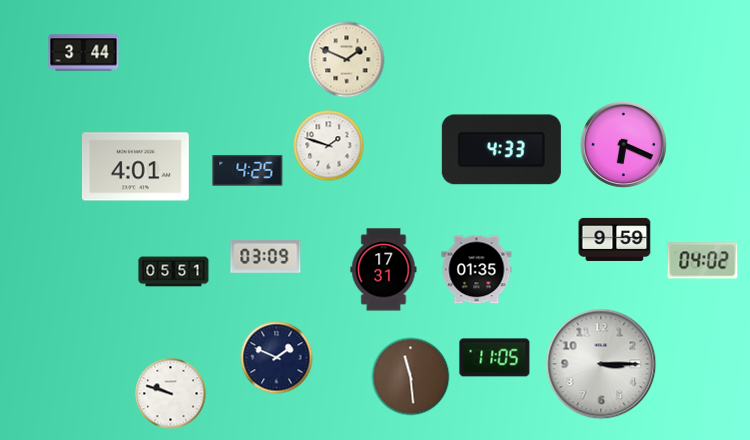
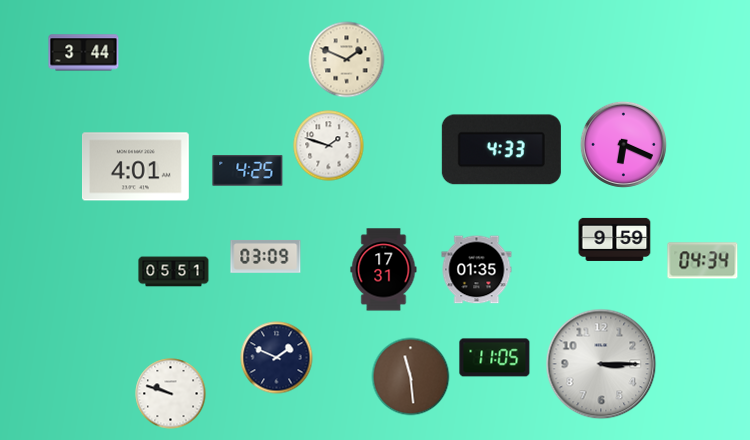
clock at (703, 261): 04:02 -> 04:34
